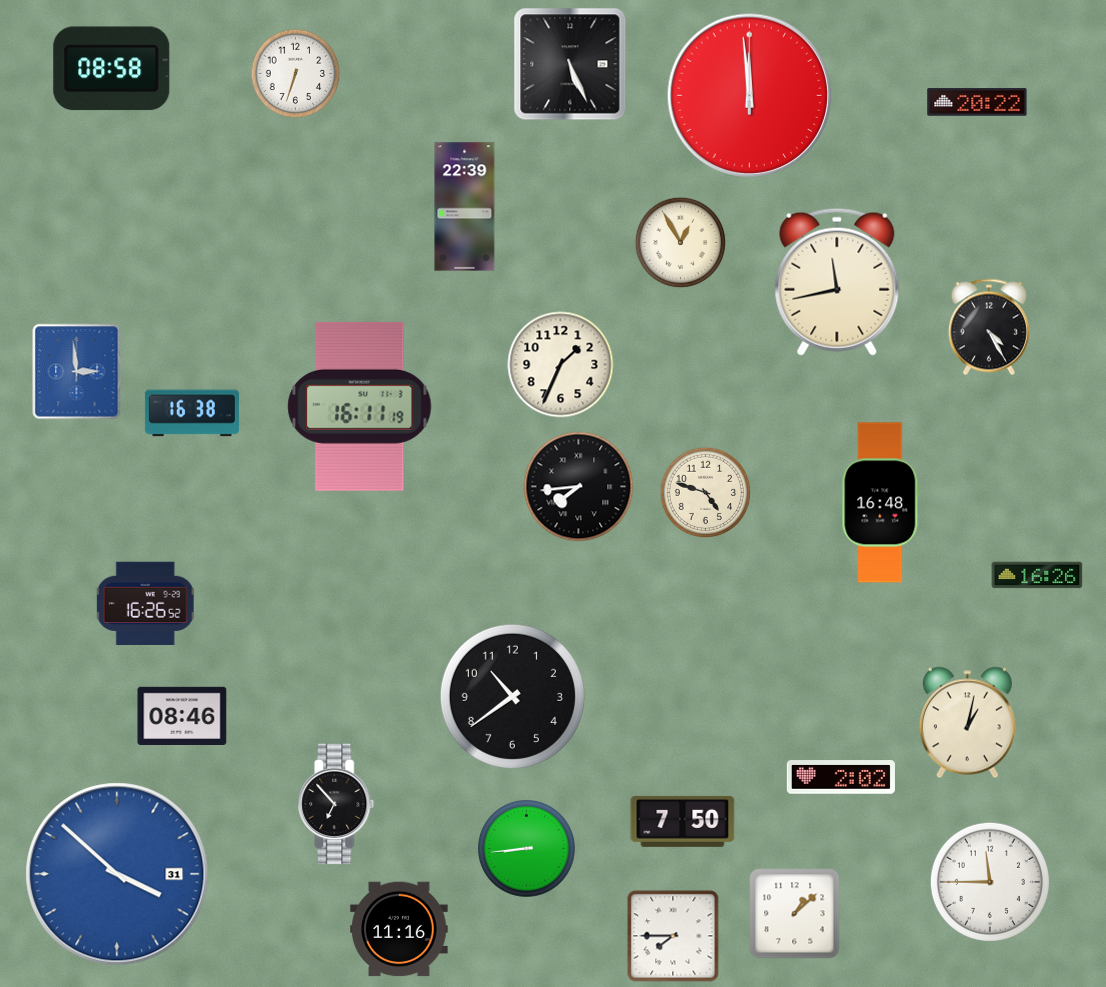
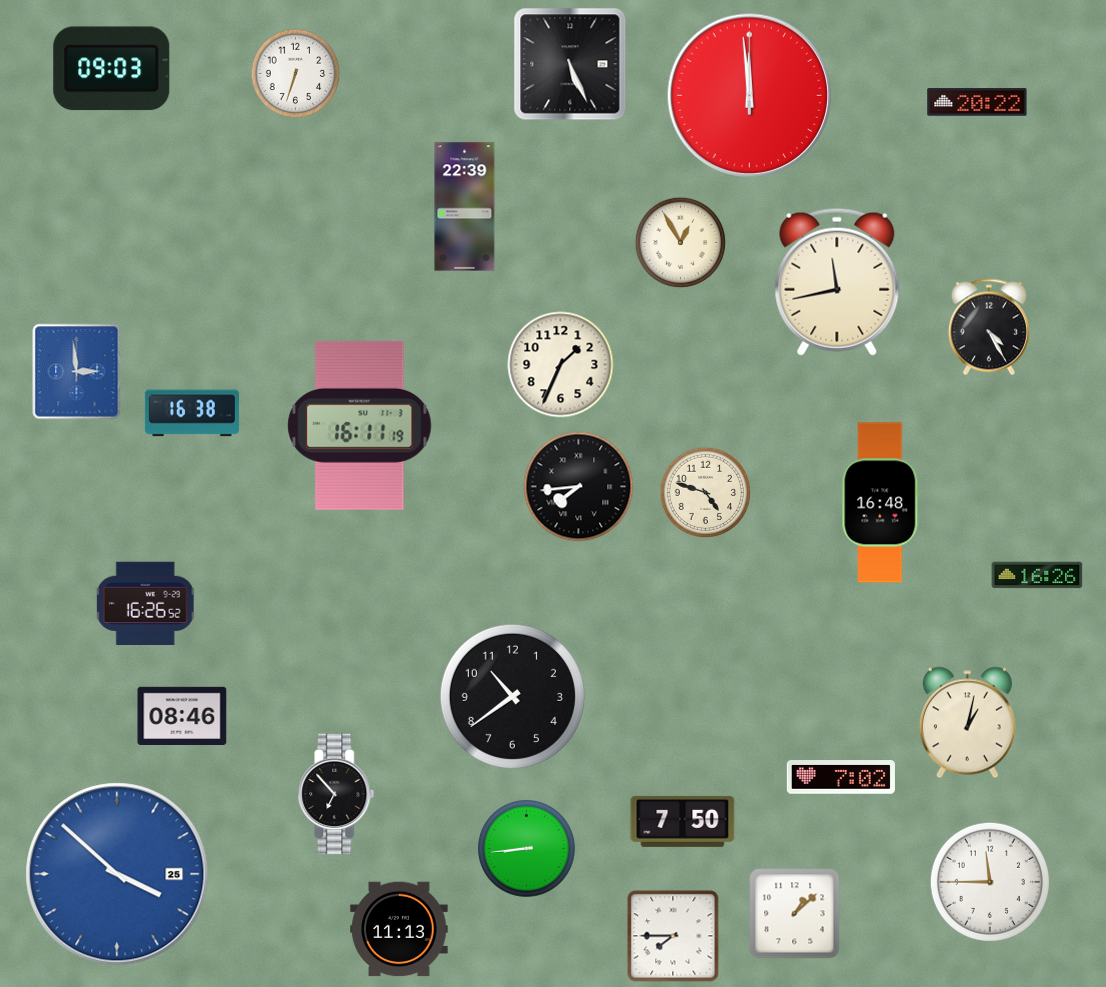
clock at (112, 69): 08:58 -> 09:03
clock at (360, 406) position: (360, 406) -> (360, 425)
clock at (841, 777): 2:02 -> 7:02
clock at (336, 804) position: (336, 804) -> (336, 794)
clock at (117, 874) date: 31 -> 25
clock at (399, 929): 11:16 -> 11:13
